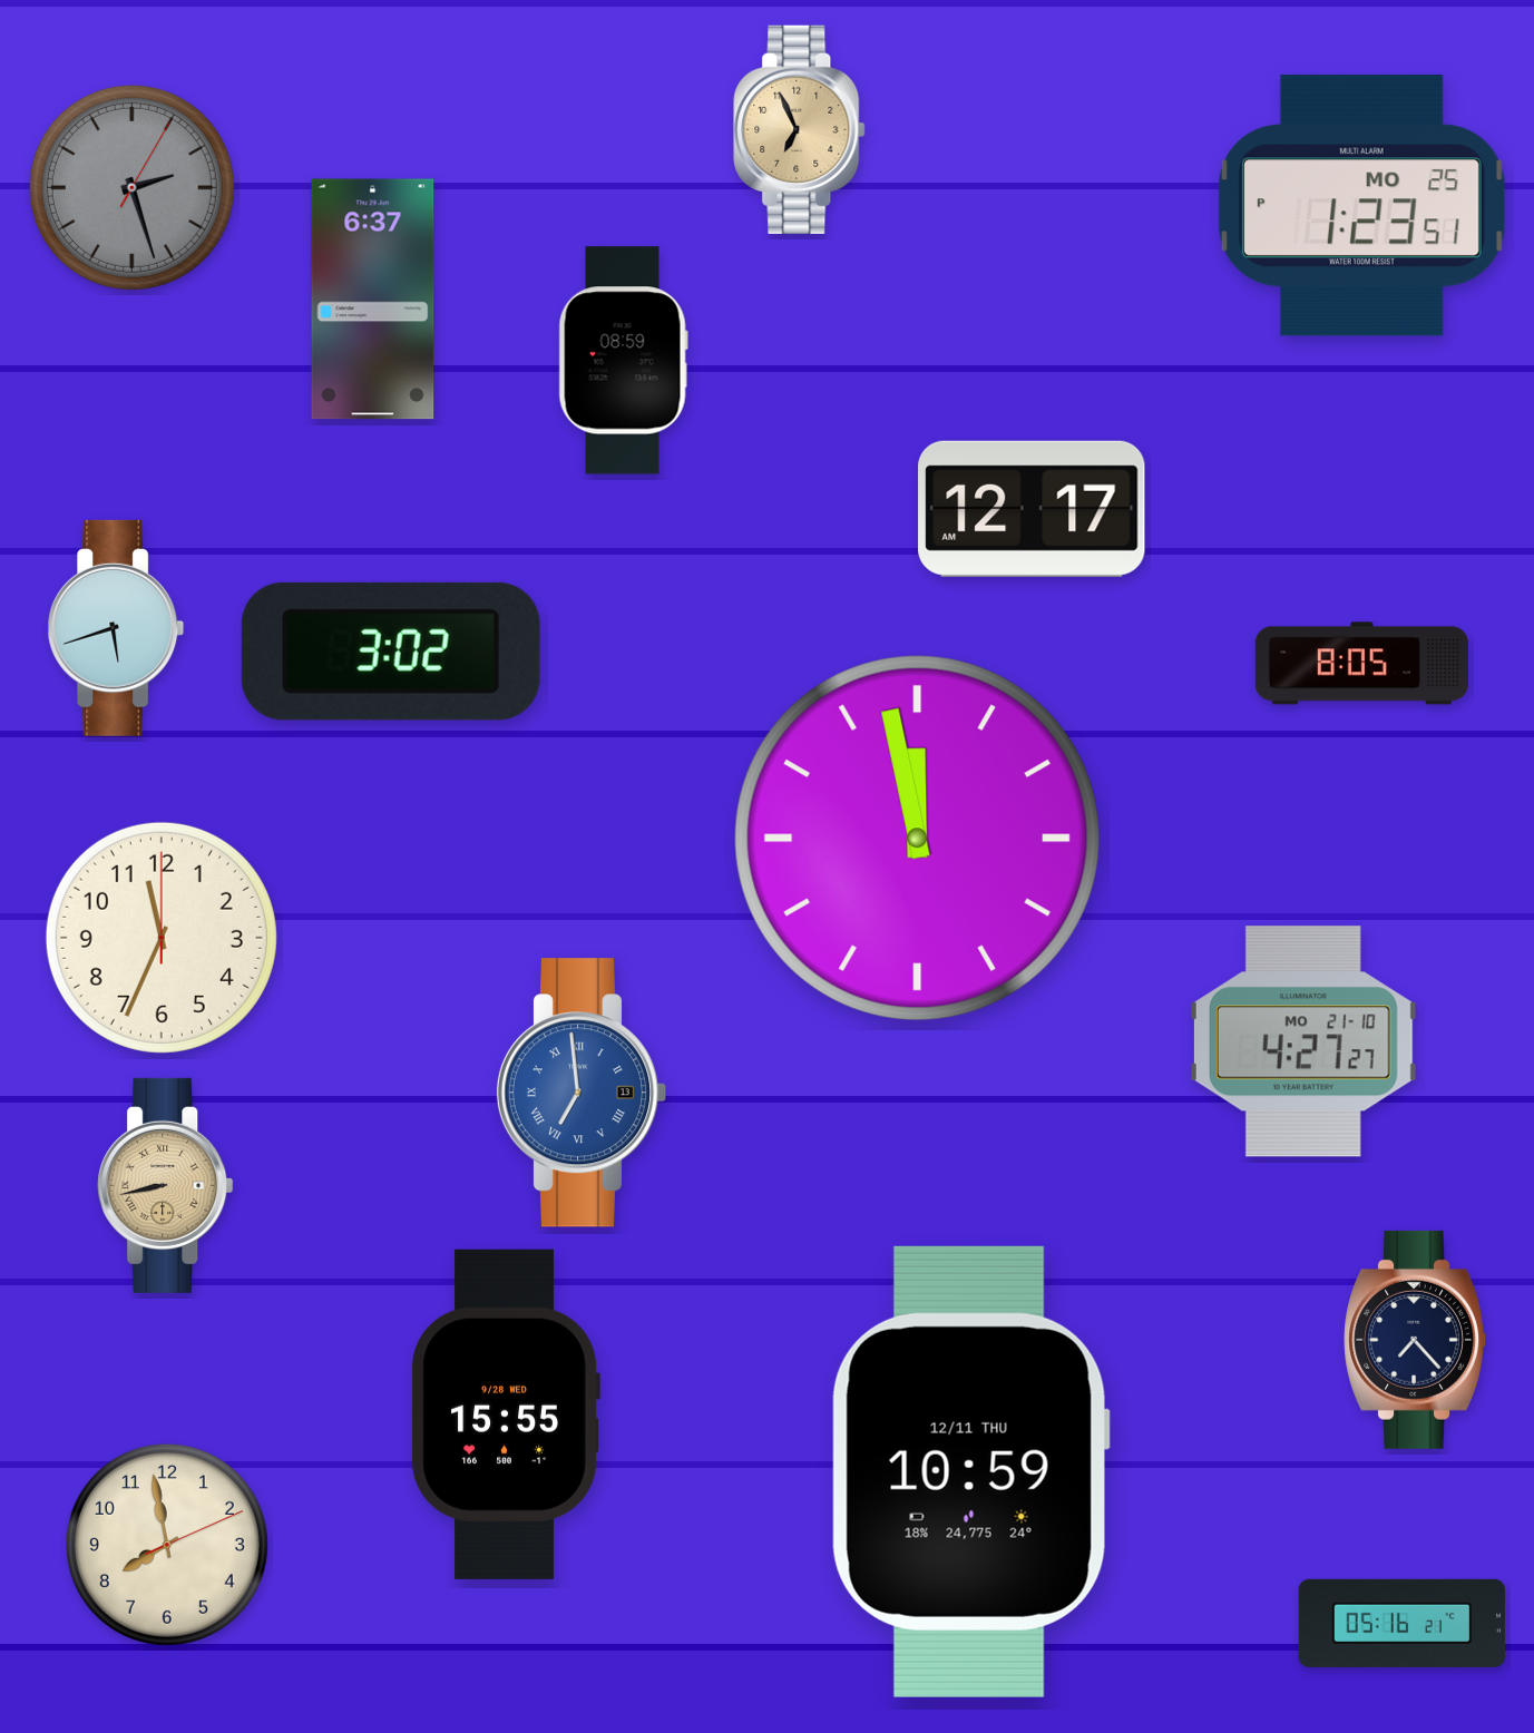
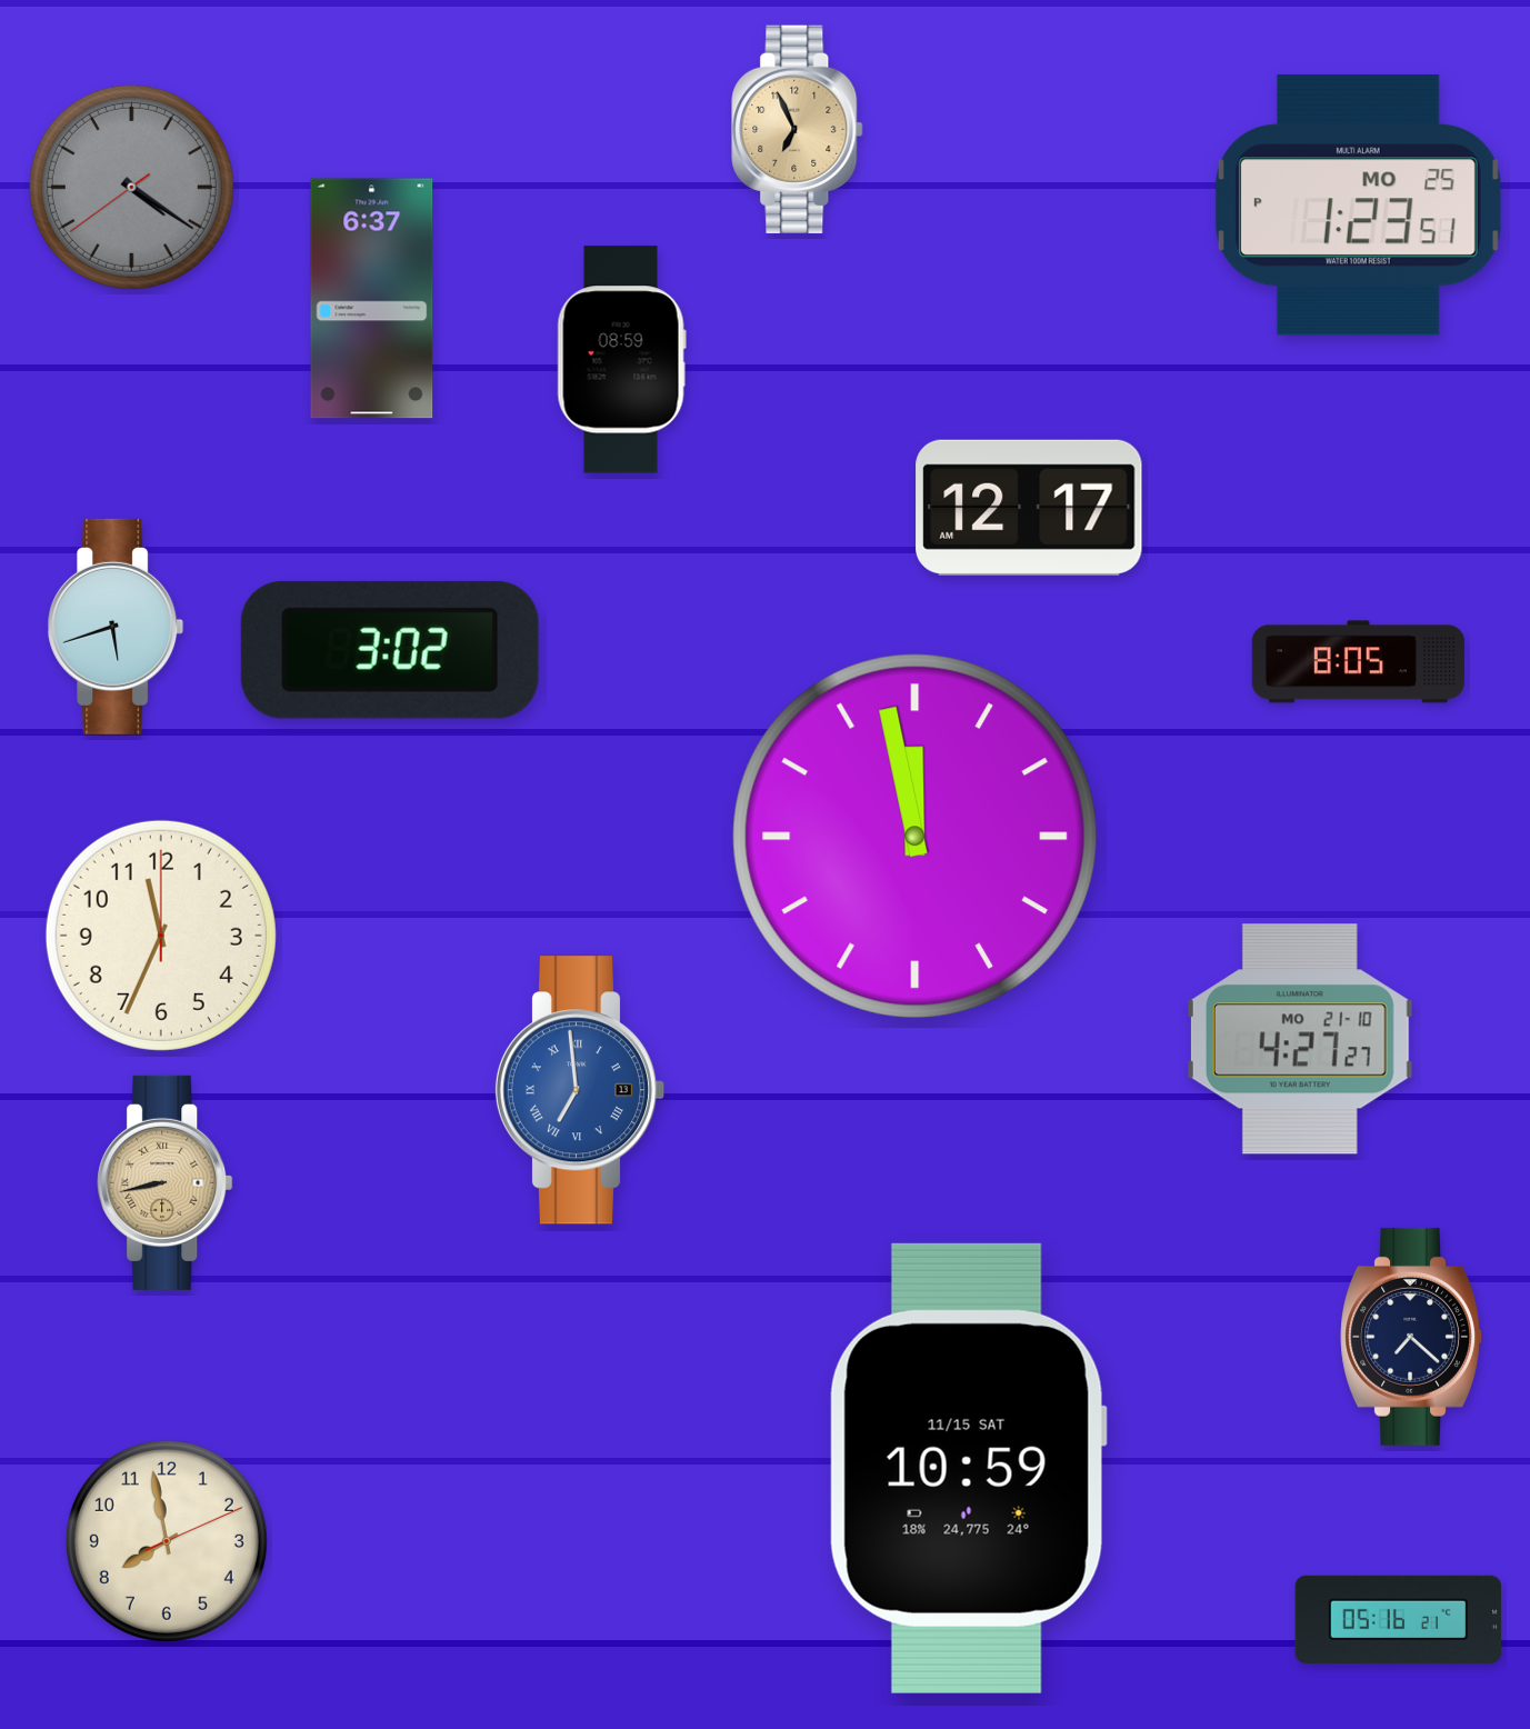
clock at (131, 187): 2:27 -> 4:20
clock at (1415, 1340): 7:23 -> 7:22
clock at (506, 1414): 15:55 -> none
clock at (970, 1471) date: 12/11 THU -> 11/15 SAT
